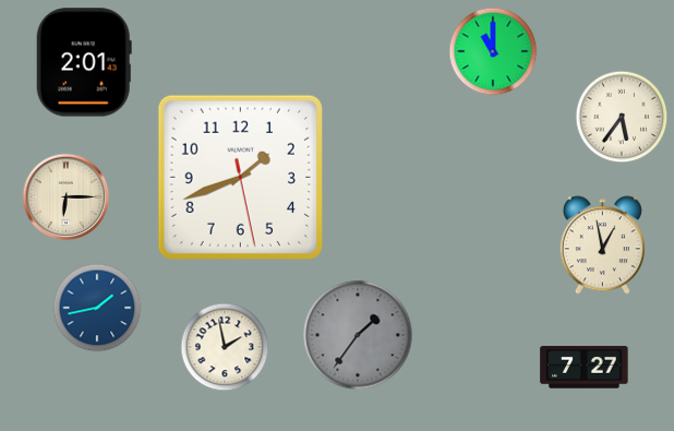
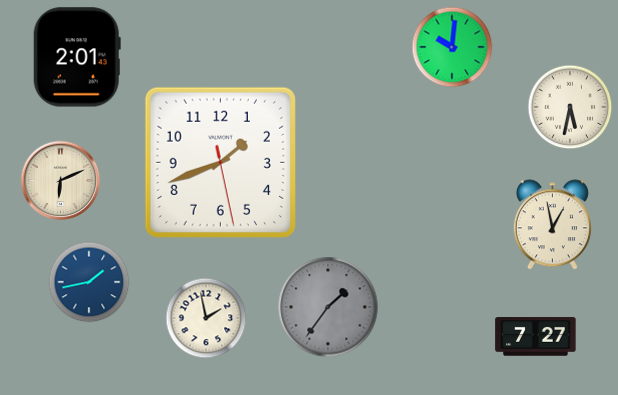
clock at (493, 51): 11:00 -> 10:01
clock at (622, 117): 5:36 -> 5:32
clock at (67, 197): 6:15 -> 6:11
